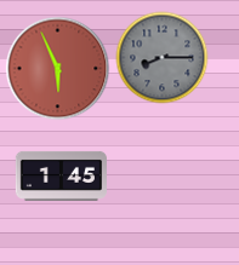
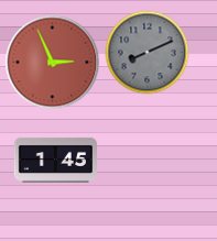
clock at (163, 58): 8:15 -> 8:11
clock at (58, 69): 5:56 -> 2:56
